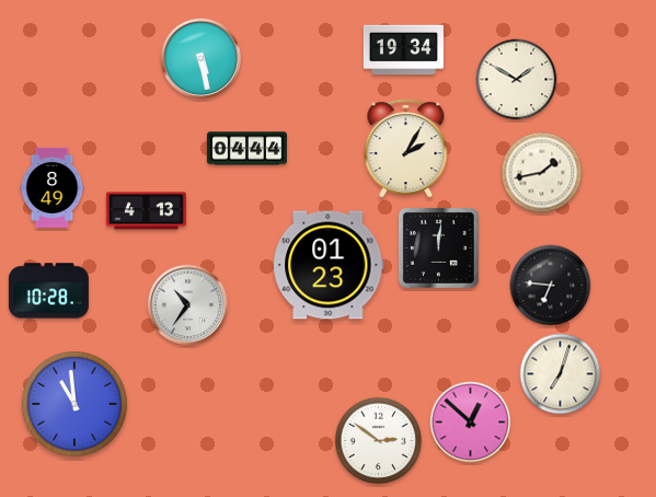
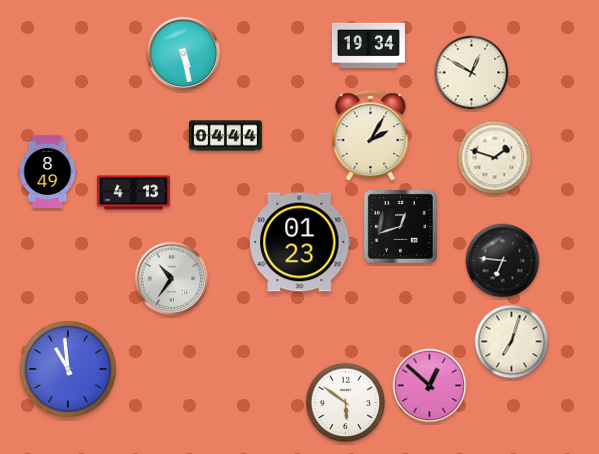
clock at (517, 80): 1:50 -> 12:50
clock at (542, 173): 1:43 -> 1:48
clock at (438, 247): 12:01 -> 12:42
clock at (48, 291): 10:28 -> none
clock at (379, 441): 2:51 -> 5:51
